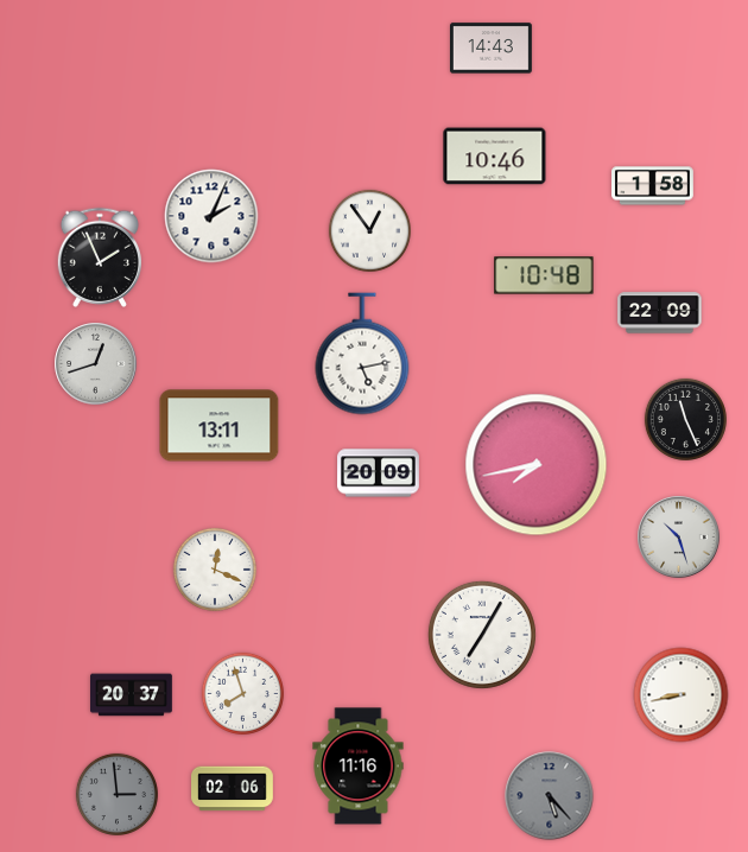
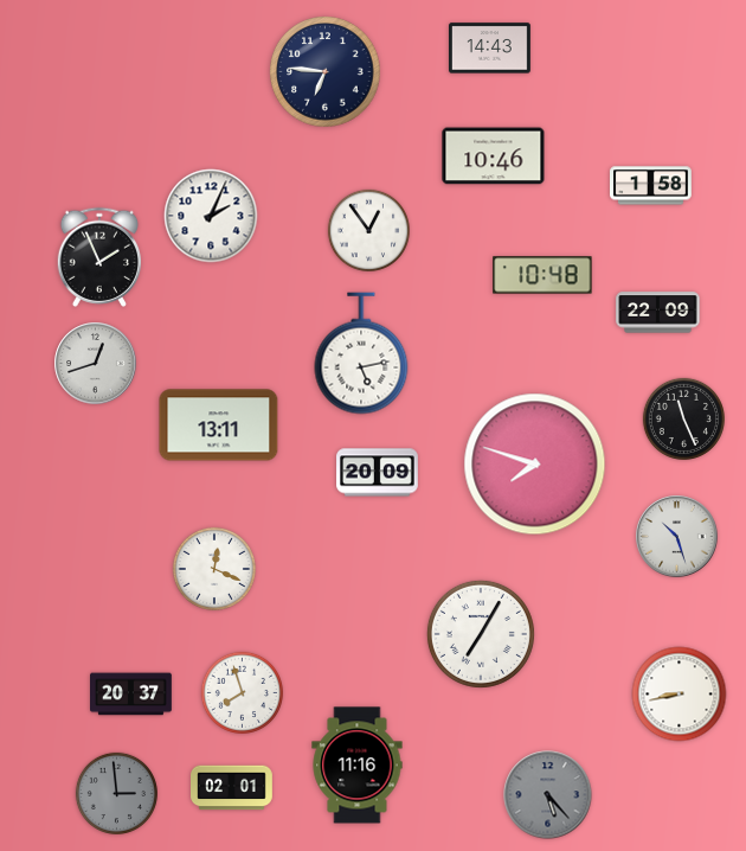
clock at (326, 72): none -> 6:46
clock at (537, 465): 7:43 -> 7:48
clock at (233, 789): 02:06 -> 02:01
